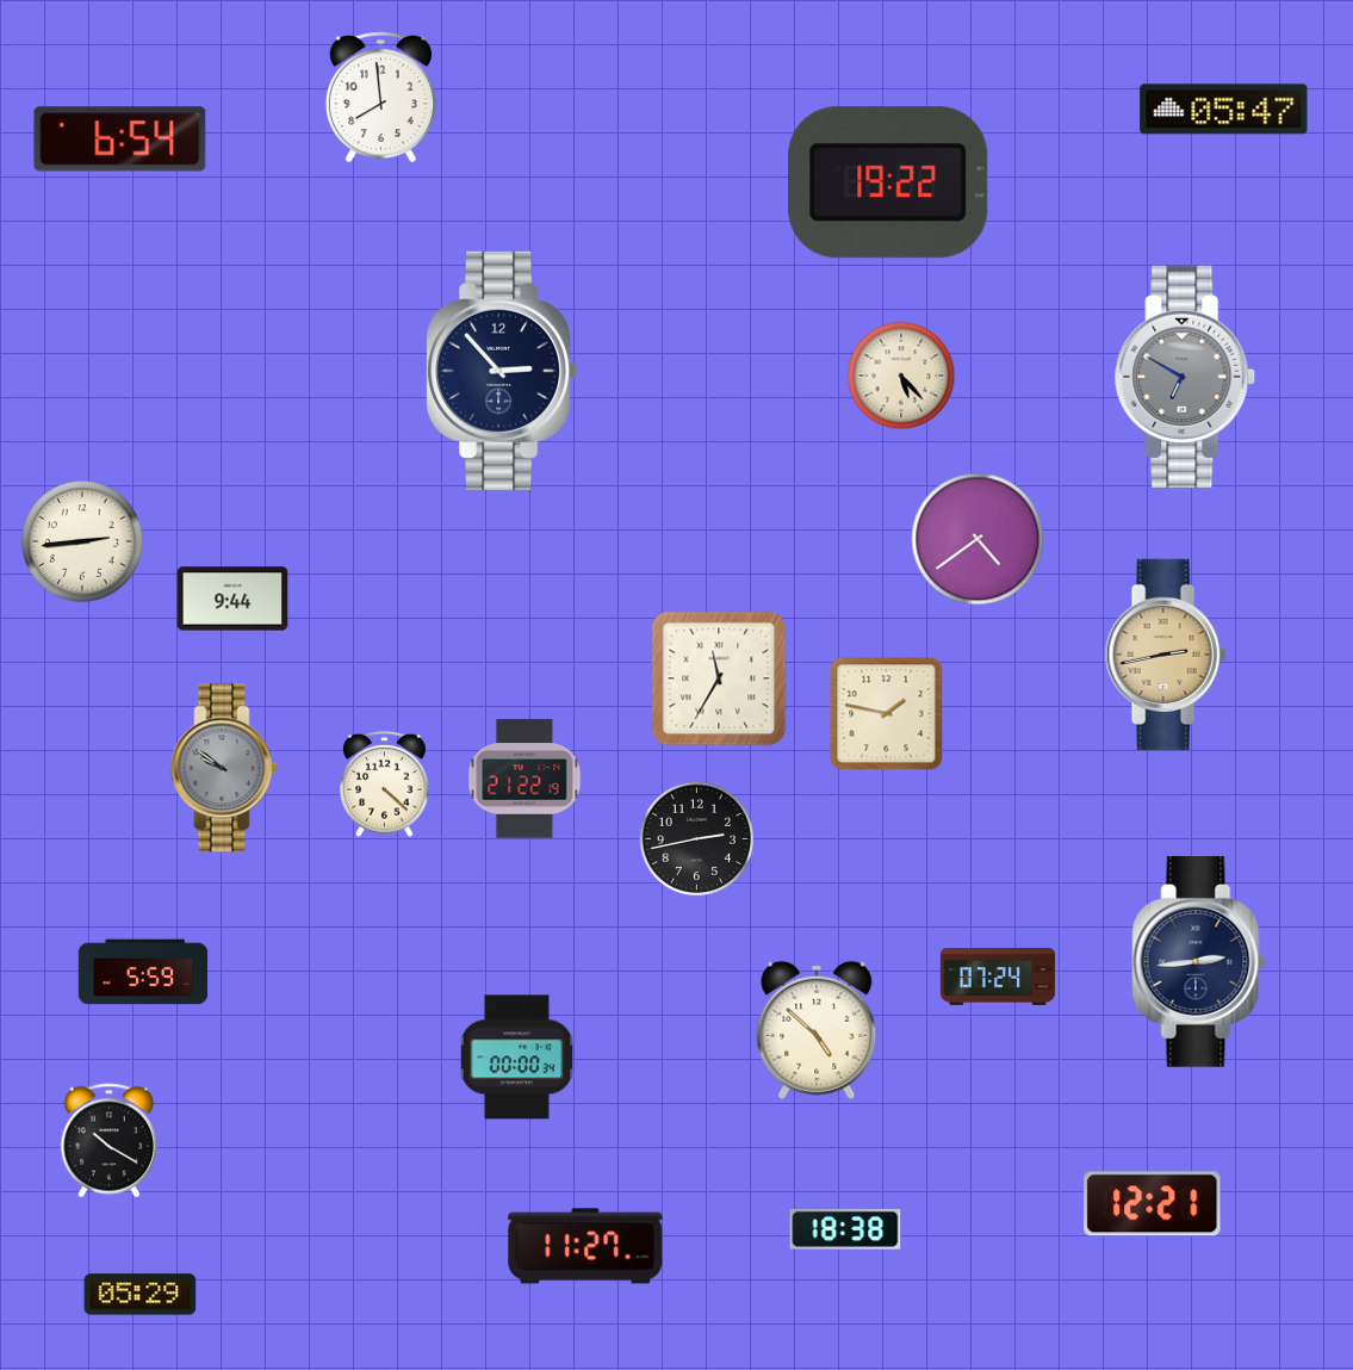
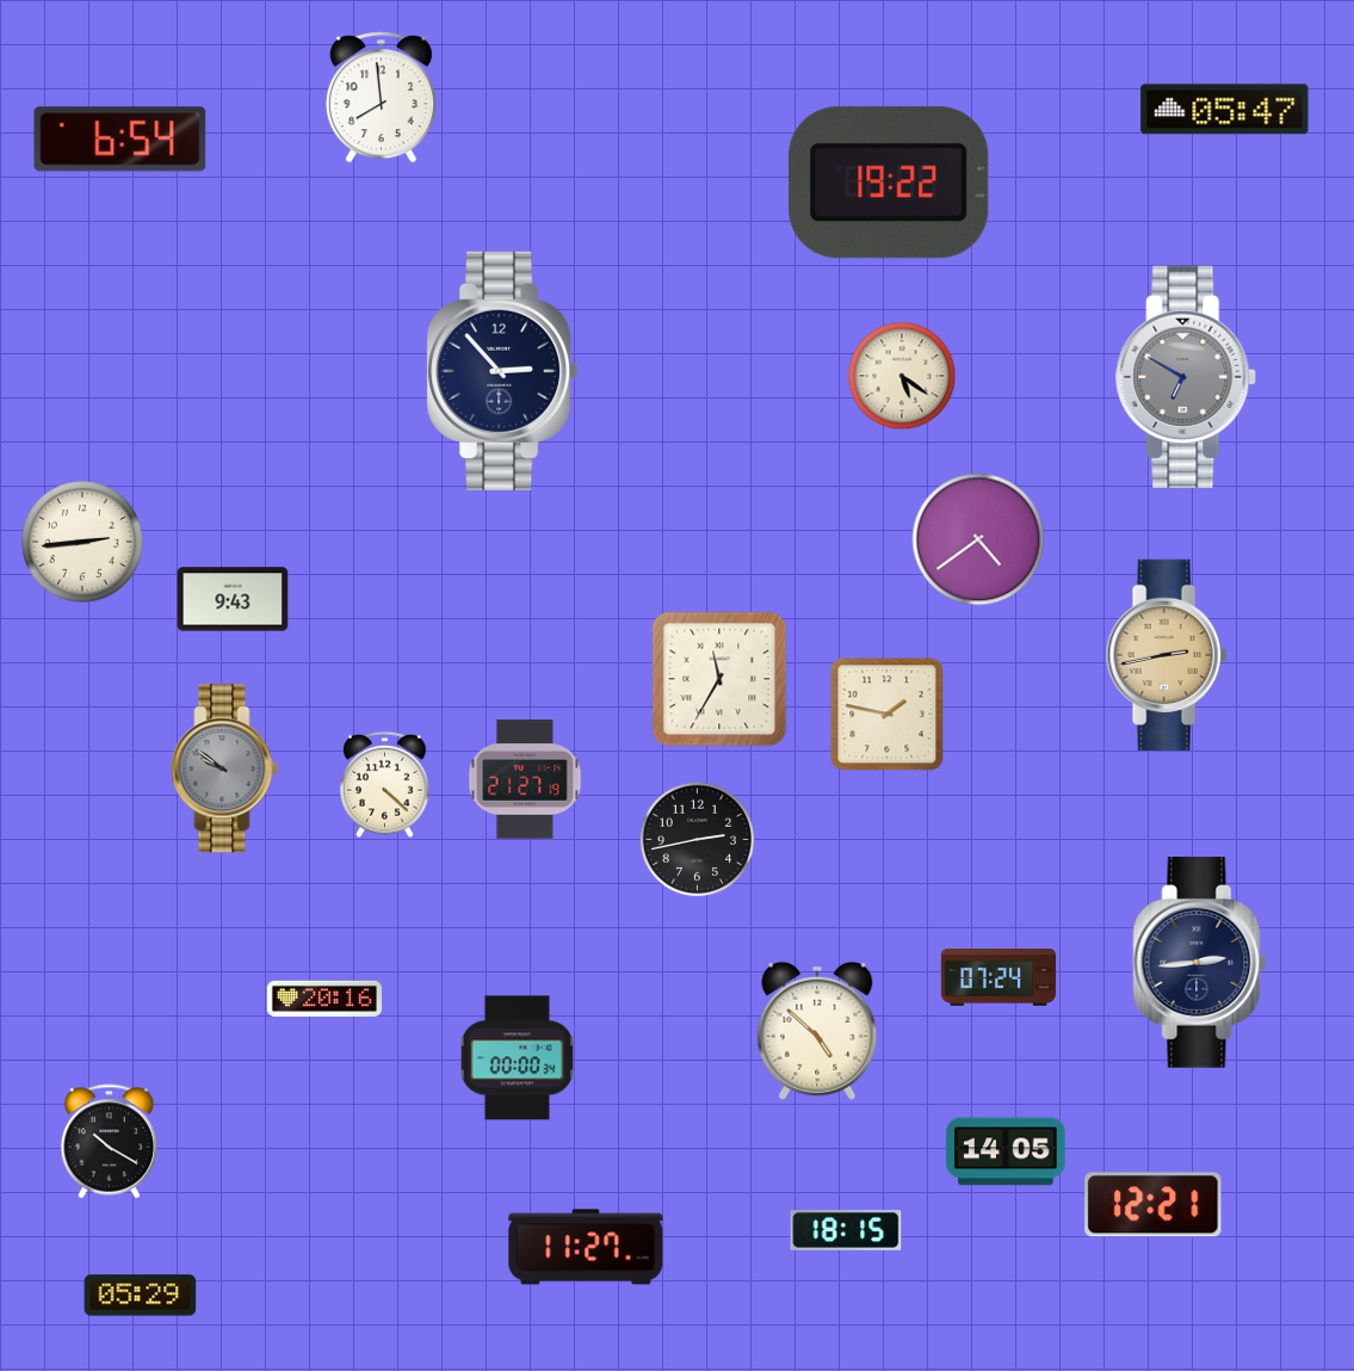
clock at (901, 376): 5:23 -> 5:21
clock at (232, 599): 9:44 -> 9:43
clock at (525, 779): 21:22 -> 21:27
clock at (143, 972): 5:59 -> none
clock at (323, 999): none -> 20:16
clock at (1006, 1151): none -> 14:05
clock at (845, 1229): 18:38 -> 18:15
